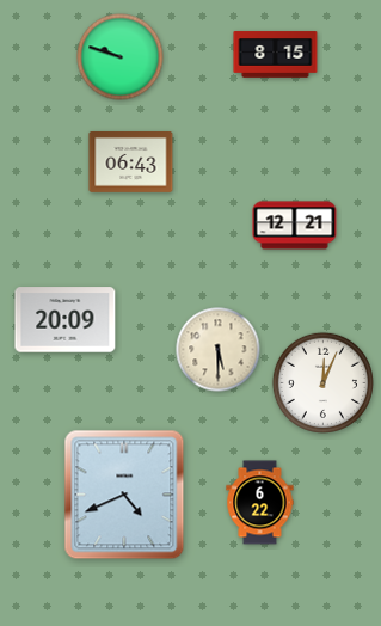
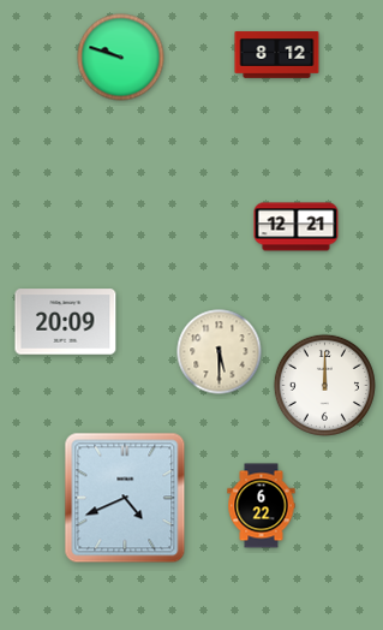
clock at (276, 55): 8:15 -> 8:12
clock at (131, 162): 06:43 -> none
clock at (322, 382): 12:04 -> 12:00
